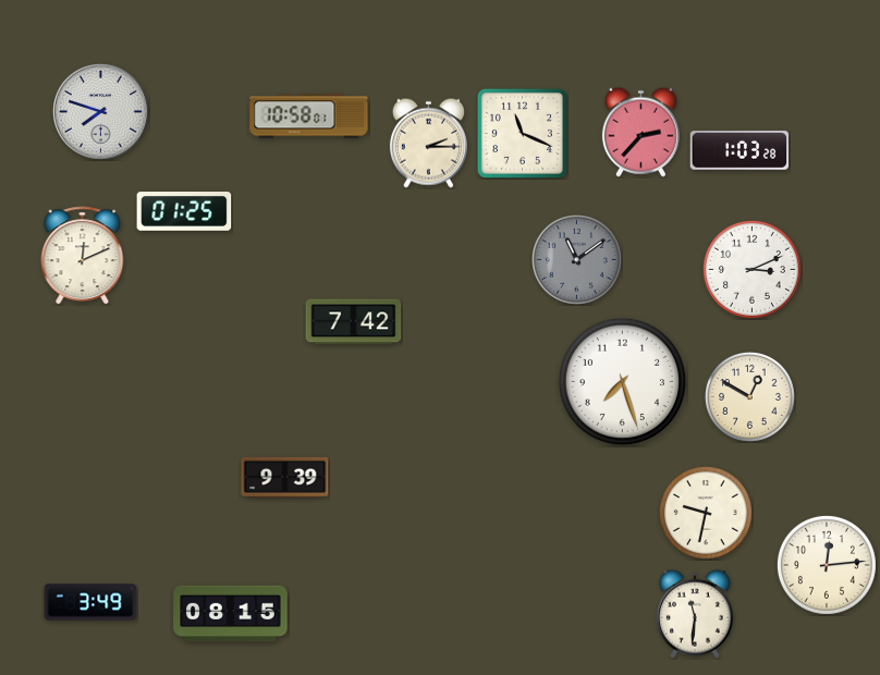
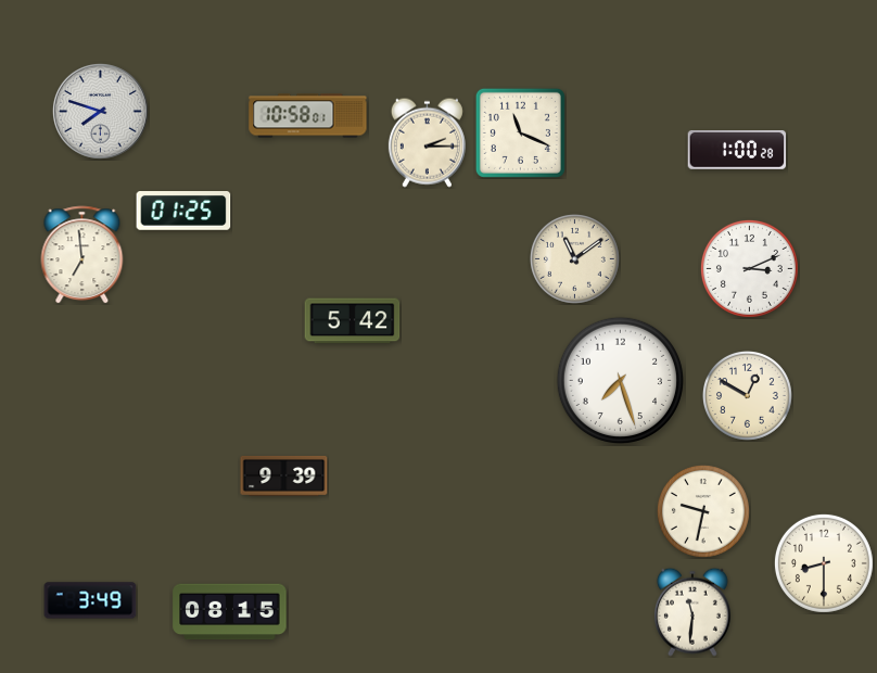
clock at (640, 132): 2:37 -> none
clock at (740, 151): 1:03 -> 1:00
clock at (83, 256): 12:11 -> 6:59
clock at (577, 260) dial: grey -> cream
clock at (354, 322): 7:42 -> 5:42
clock at (827, 565): 12:14 -> 8:30
